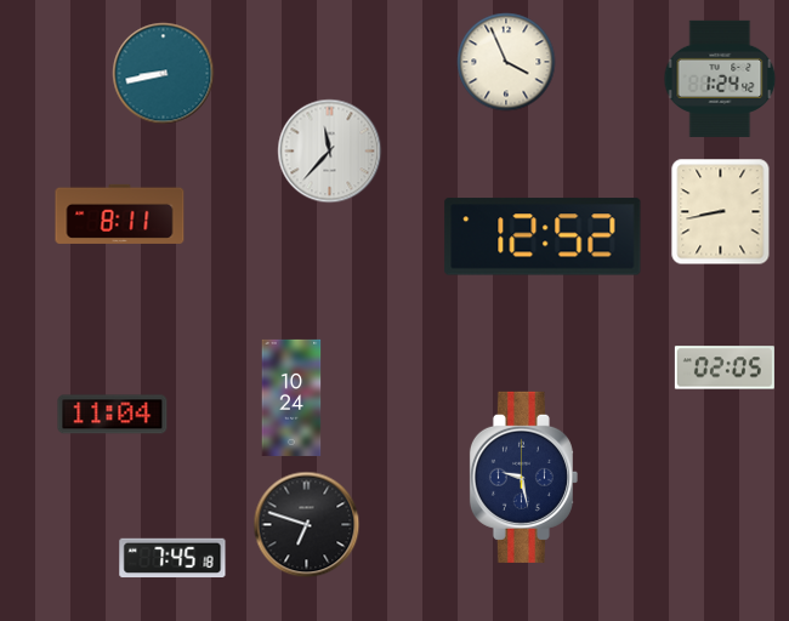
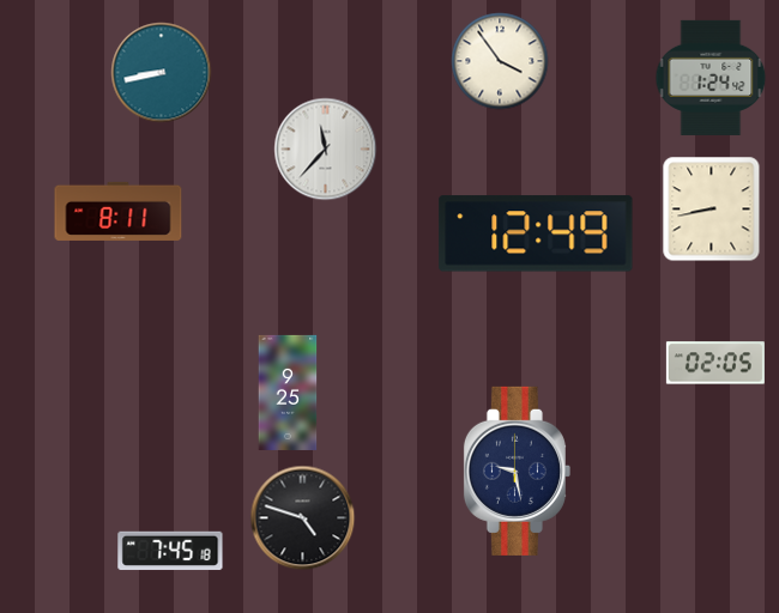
clock at (506, 62): 3:56 -> 3:54
clock at (543, 237): 12:52 -> 12:49
clock at (291, 398): 10:24 -> 9:25
clock at (113, 415): 11:04 -> none
clock at (307, 525): 6:48 -> 4:48
